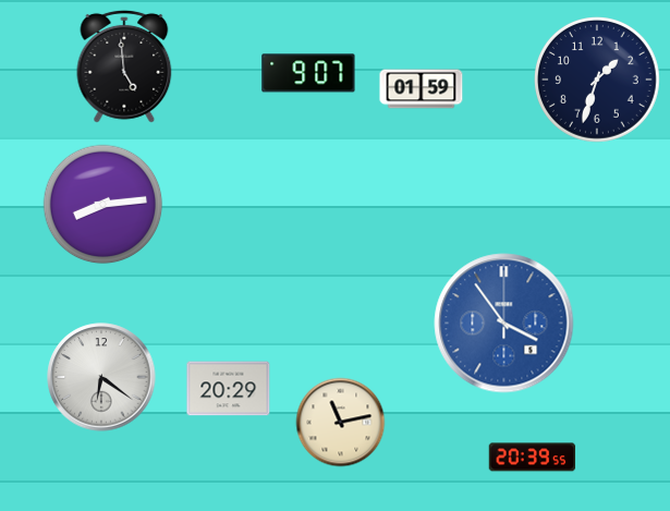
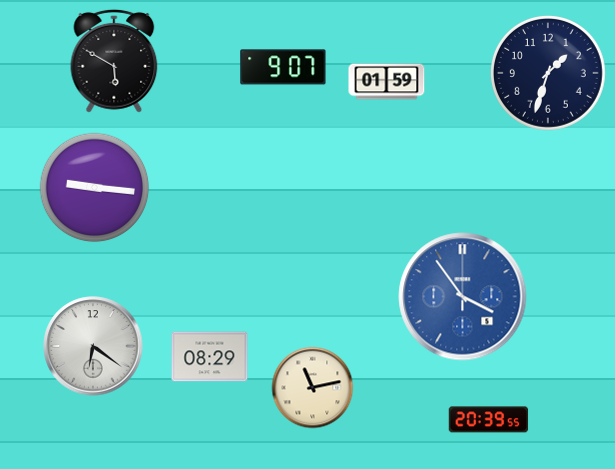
clock at (124, 66): 4:59 -> 5:50
clock at (103, 205): 8:14 -> 9:16
clock at (229, 389): 20:29 -> 08:29
